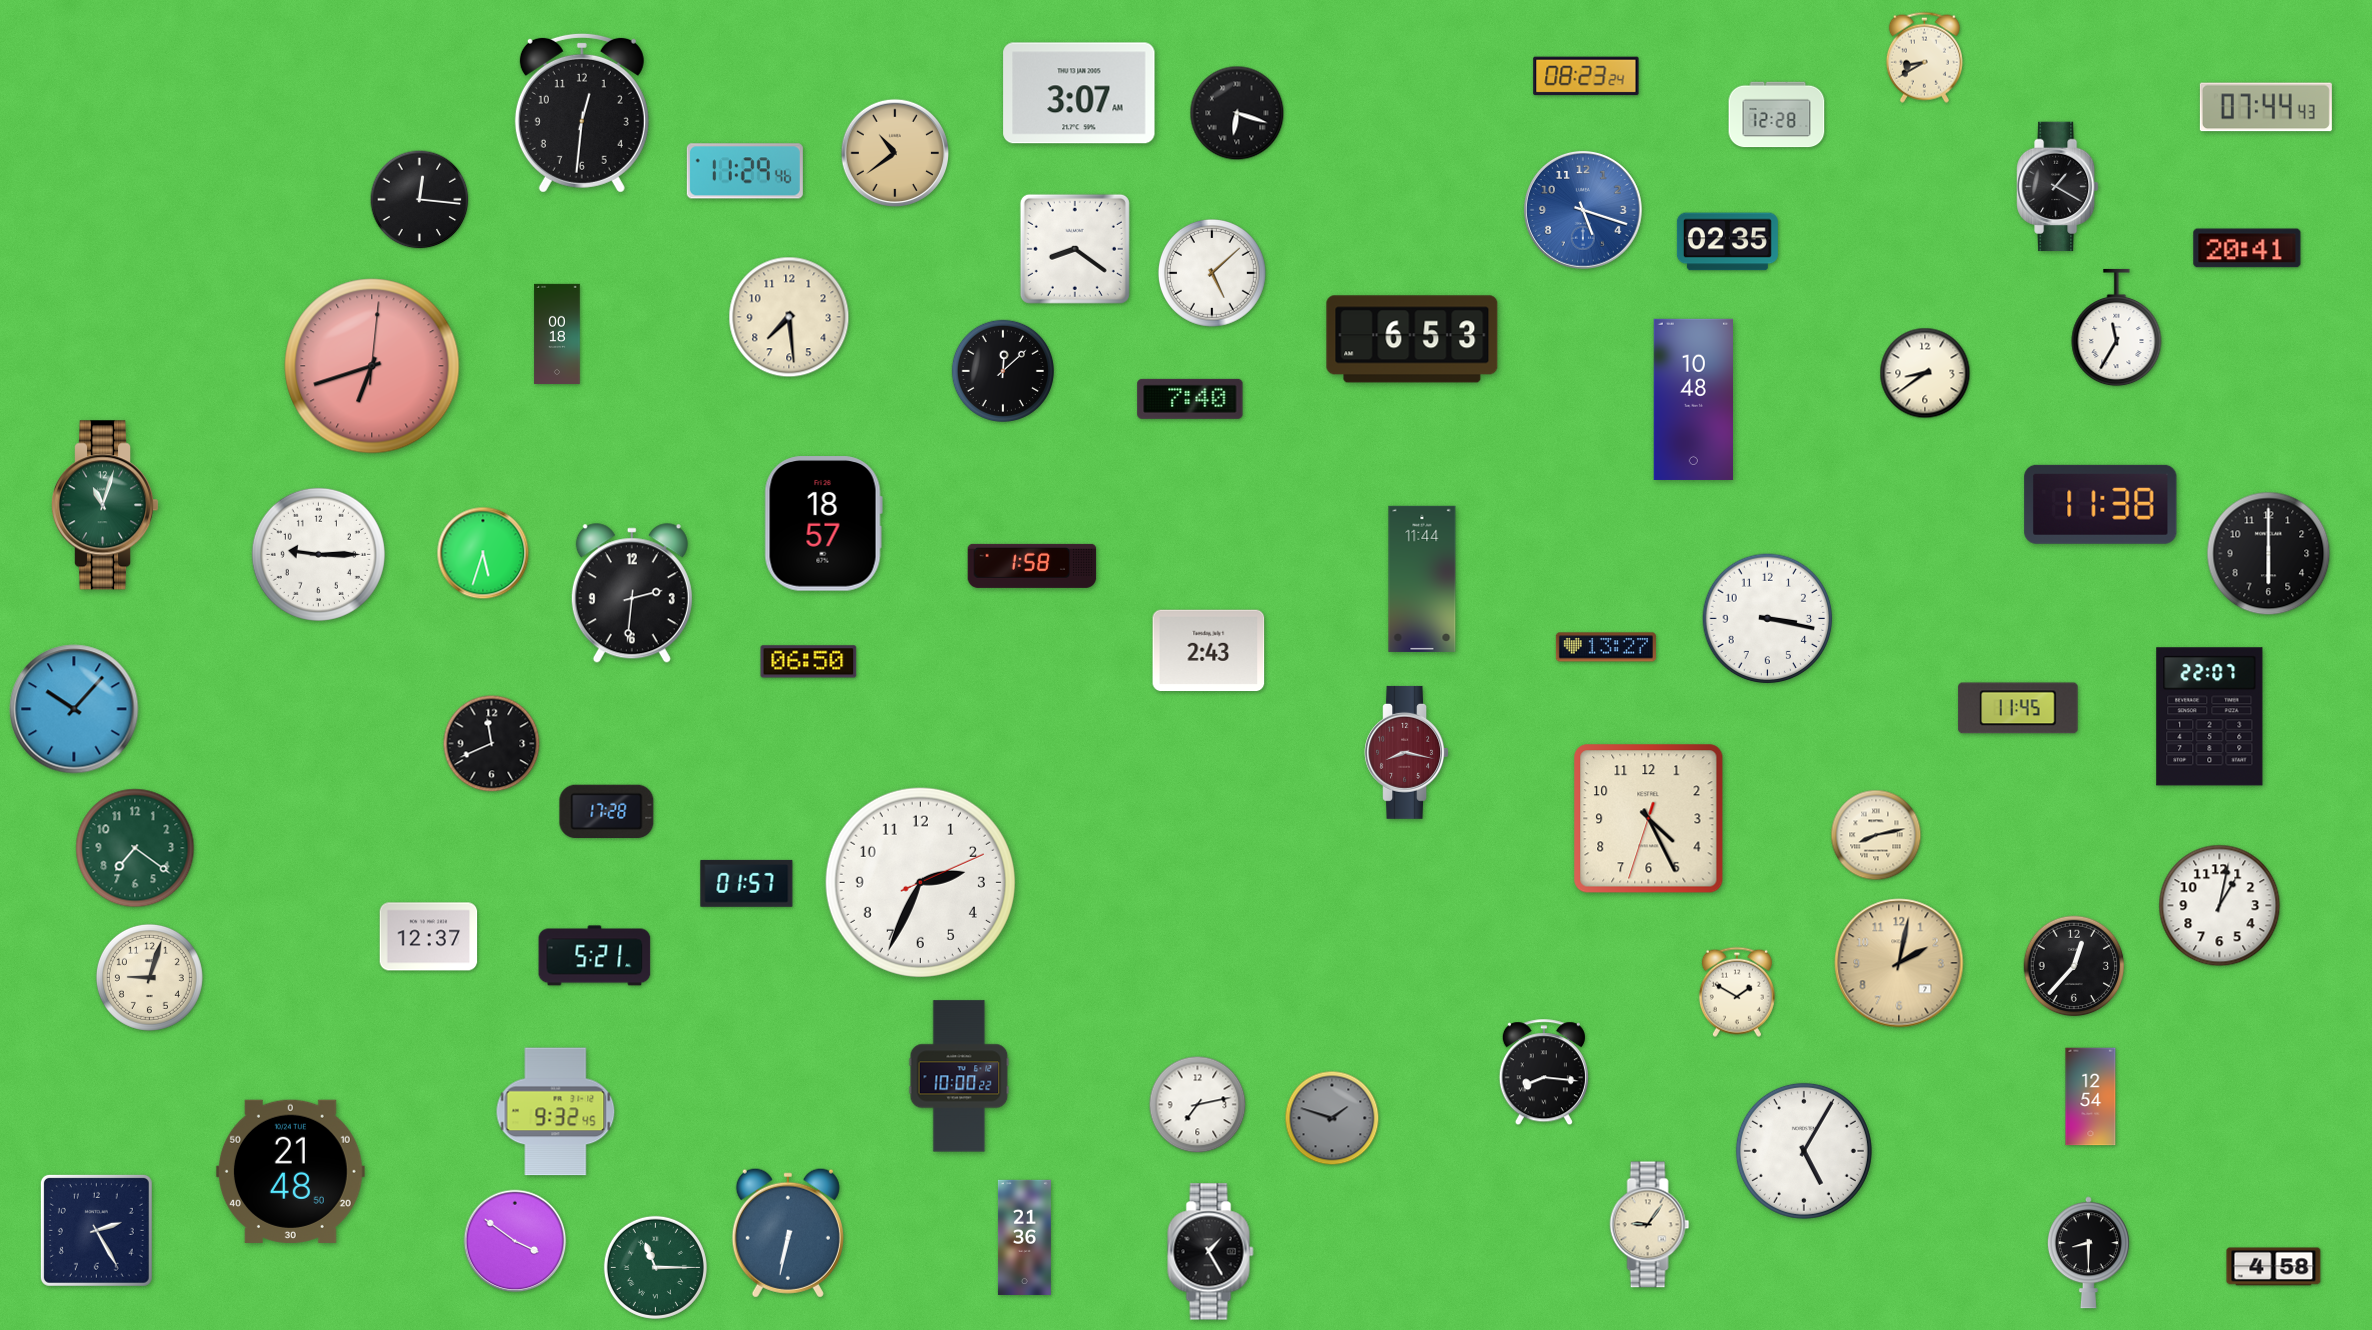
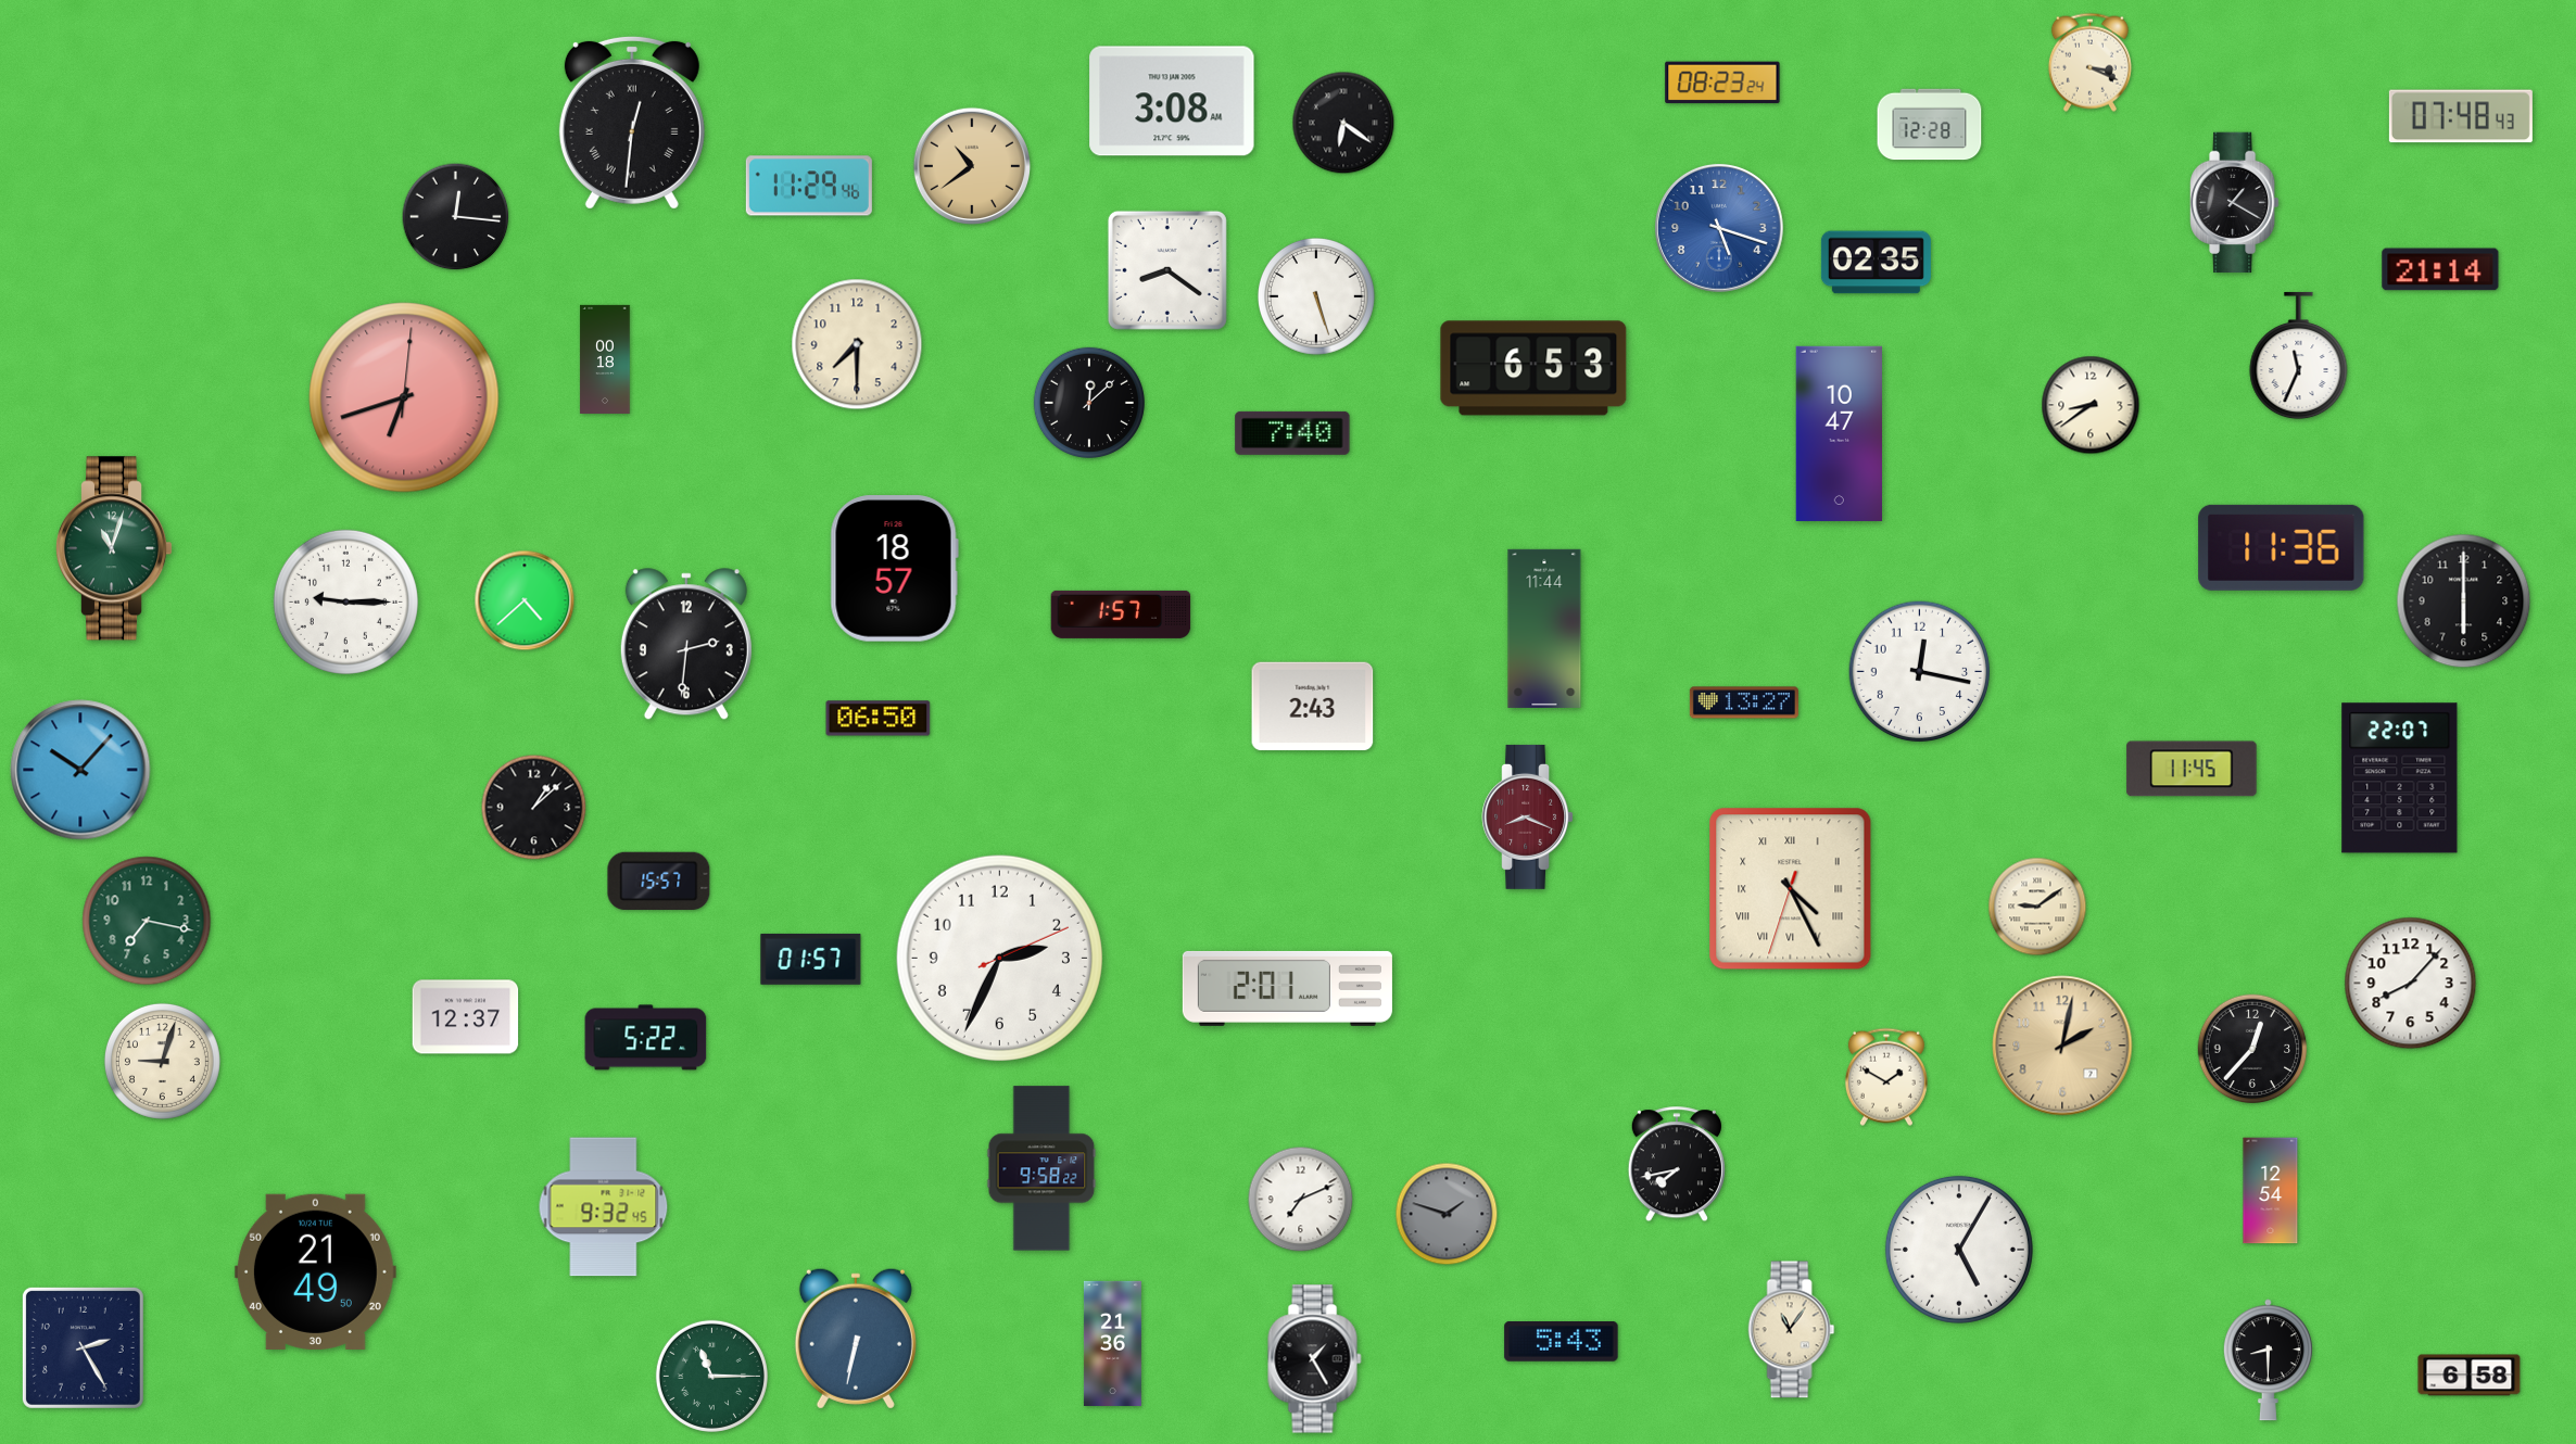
clock at (1924, 57): 8:40 -> 3:19
clock at (1079, 93): 3:07 -> 3:08
clock at (2266, 107): 07:44 -> 07:48
clock at (582, 113) numerals: Arabic -> Roman
clock at (1237, 113): 6:18 -> 6:21
clock at (2247, 248): 20:41 -> 21:14
clock at (1212, 273): 5:08 -> 5:27
clock at (789, 317): 7:29 -> 7:30
clock at (2117, 328): 11:35 -> 11:34
clock at (557, 334) position: (557, 334) -> (605, 359)
clock at (1693, 399): 10:48 -> 10:47
clock at (2101, 504): 11:38 -> 11:36
clock at (483, 553): 5:33 -> 4:38
clock at (1032, 566): 1:58 -> 1:57
clock at (1768, 619): 3:17 -> 12:17
clock at (492, 744): 11:41 -> 1:08
clock at (1406, 752): 8:17 -> 8:19
clock at (607, 811): 17:28 -> 15:57
clock at (1649, 819) numerals: Arabic -> Roman
clock at (1876, 835): 8:13 -> 9:09
clock at (135, 848): 7:21 -> 7:17
clock at (2220, 906): 1:02 -> 8:07
clock at (1287, 988): none -> 2:01
clock at (595, 956): 5:21 -> 5:22
clock at (1544, 1073): 8:16 -> 7:43
clock at (959, 1076): 10:00 -> 9:58
clock at (1198, 1105): 7:13 -> 7:11
clock at (290, 1171): 21:48 -> 21:49
clock at (1650, 1225): 9:06 -> 11:06
clock at (96, 1230) position: (96, 1230) -> (83, 1347)
clock at (1562, 1342): none -> 5:43
clock at (515, 1241): 3:51 -> none
clock at (2274, 1267): 4:58 -> 6:58
